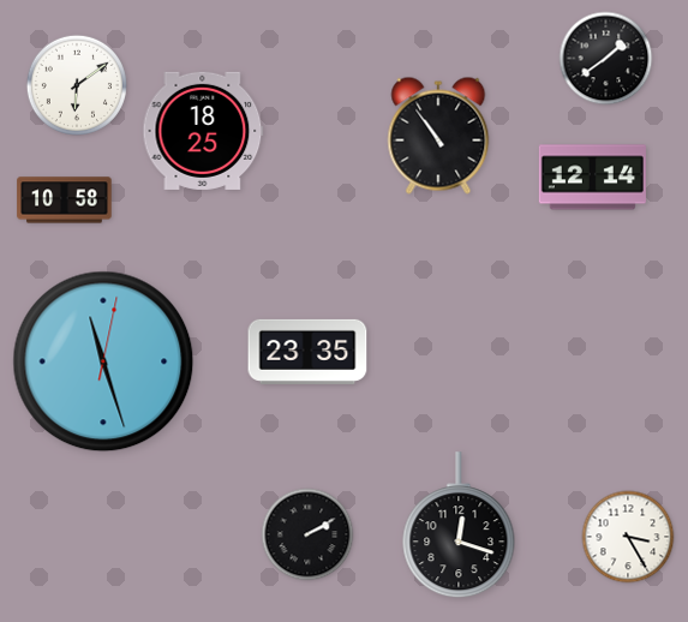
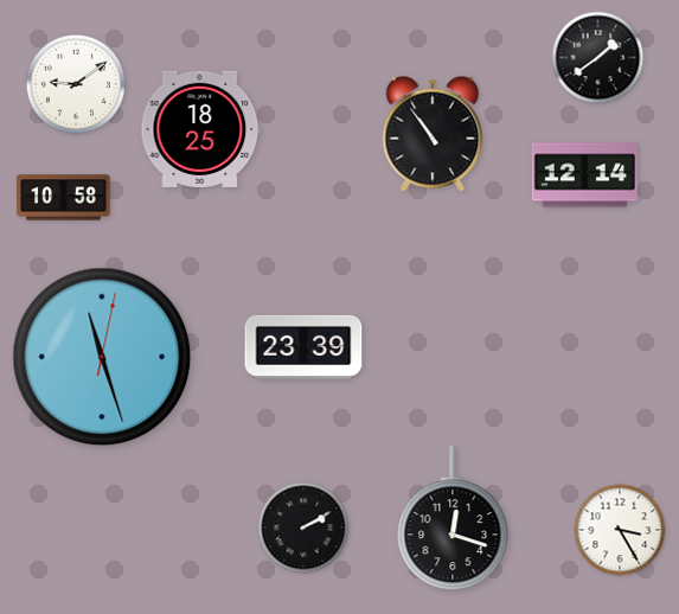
clock at (76, 84): 6:09 -> 9:09
clock at (307, 352): 23:35 -> 23:39
